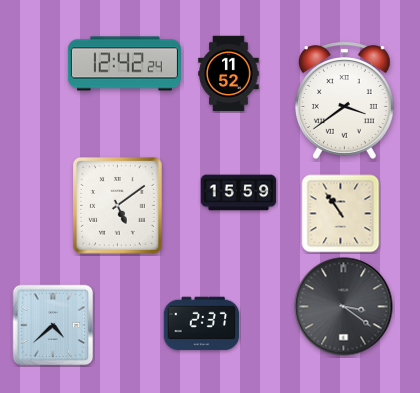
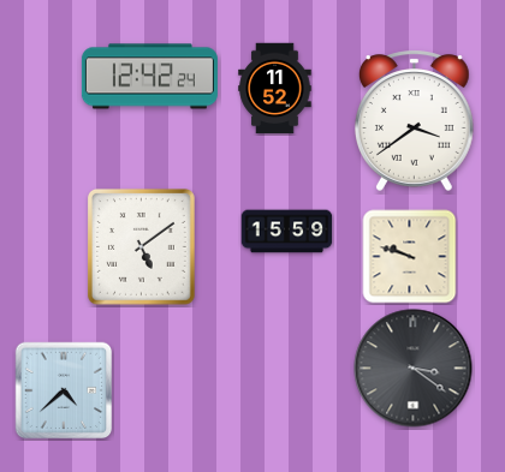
clock at (341, 214): 10:54 -> 9:48
clock at (202, 324): 2:37 -> none
